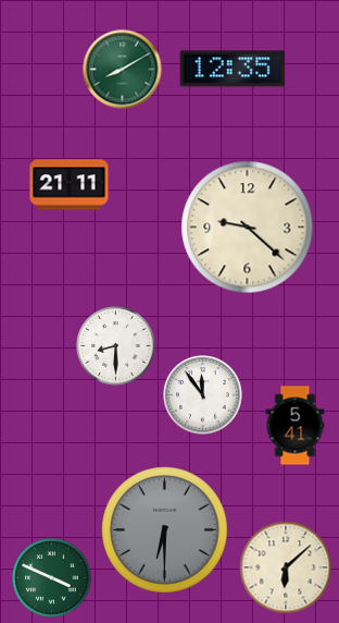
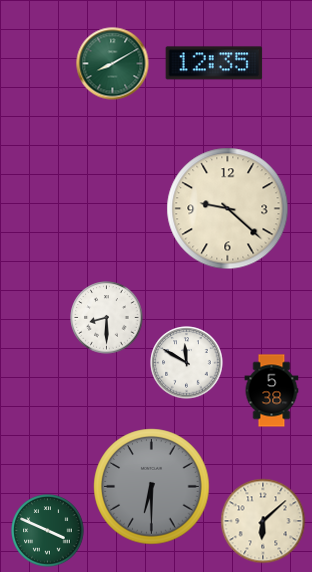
clock at (70, 185): 21:11 -> none
clock at (203, 395): 11:54 -> 11:50
clock at (296, 426): 5:41 -> 5:38
